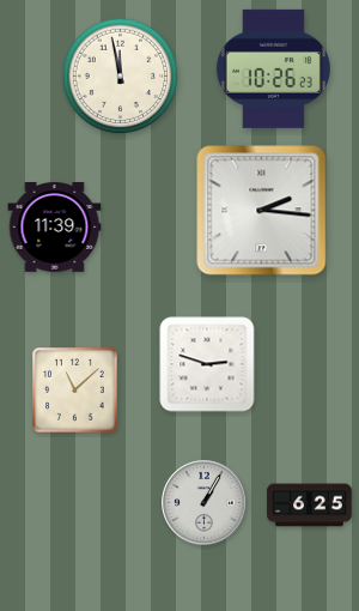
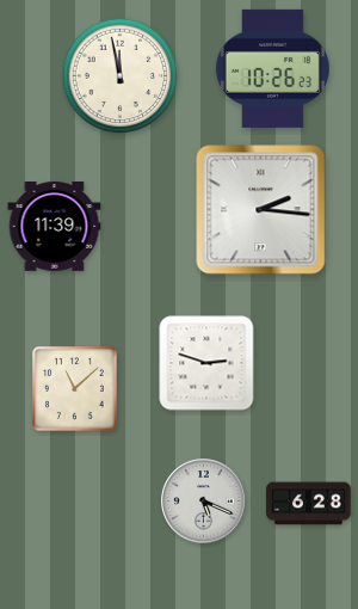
clock at (205, 503): 1:05 -> 5:19
clock at (310, 506): 6:25 -> 6:28
